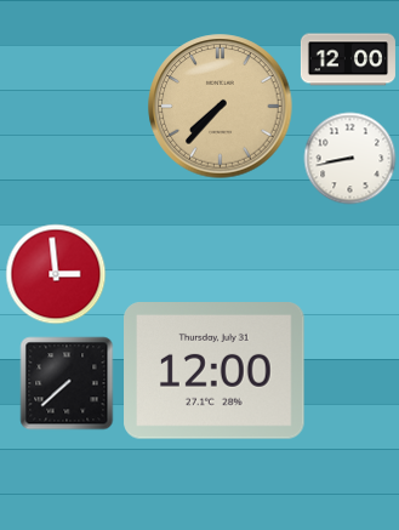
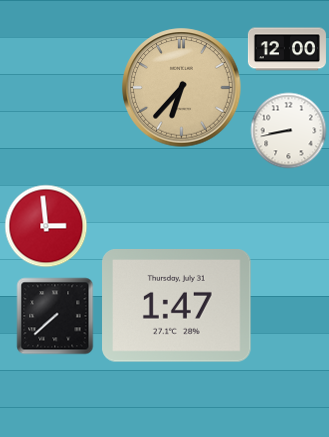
clock at (221, 107): 7:37 -> 6:37
clock at (215, 371): 12:00 -> 1:47
